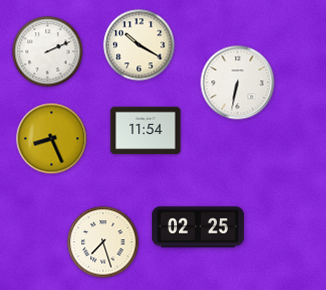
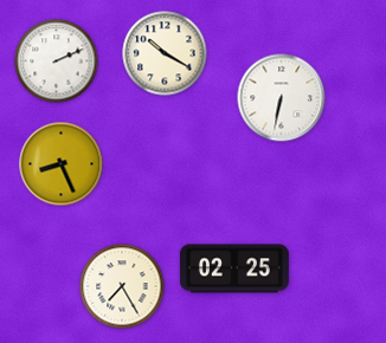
clock at (146, 131): 11:54 -> none
clock at (103, 242): 7:27 -> 7:25
